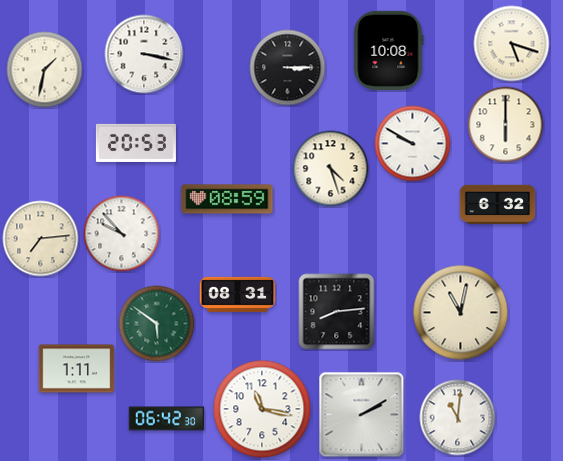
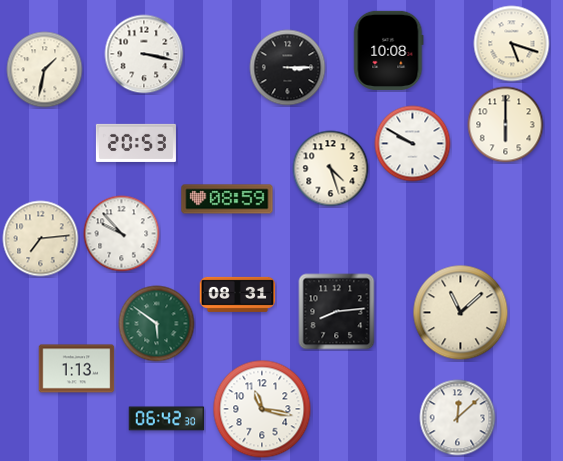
clock at (498, 204): 6:32 -> none
clock at (461, 313): 11:02 -> 11:08
clock at (77, 369): 1:11 -> 1:13
clock at (362, 415): 2:10 -> none
clock at (458, 418): 11:01 -> 12:08
